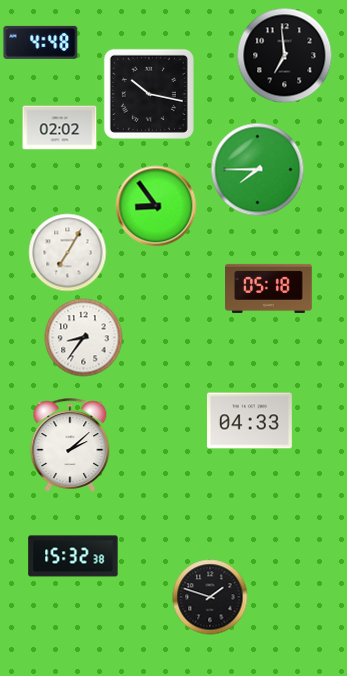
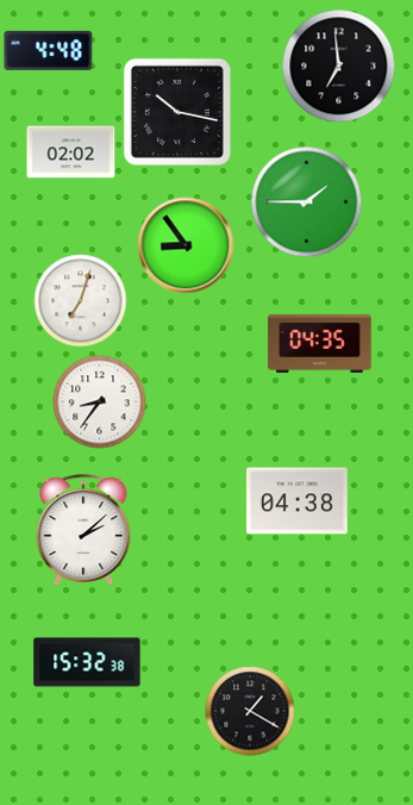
clock at (258, 170): 7:45 -> 1:45
clock at (68, 253): 7:05 -> 7:03
clock at (269, 288): 05:18 -> 04:35
clock at (249, 421): 04:33 -> 04:38
clock at (210, 597): 1:48 -> 1:20
